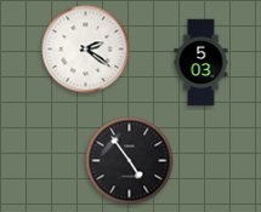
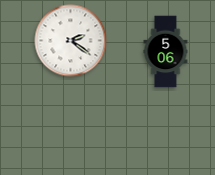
clock at (202, 63): 5:03 -> 5:06
clock at (130, 161): 4:54 -> none
